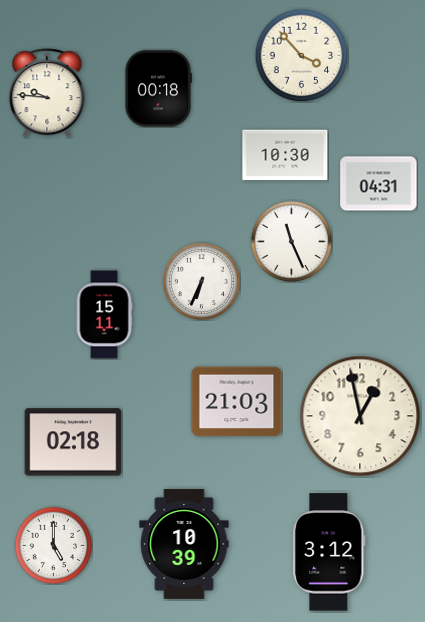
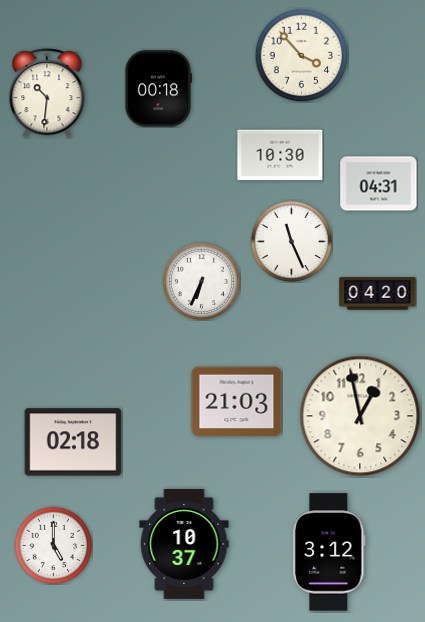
clock at (47, 93): 9:46 -> 10:31
clock at (285, 155) position: (285, 155) -> (280, 155)
clock at (378, 294): none -> 04:20
clock at (104, 315): 15:11 -> none
clock at (184, 544): 10:39 -> 10:37
